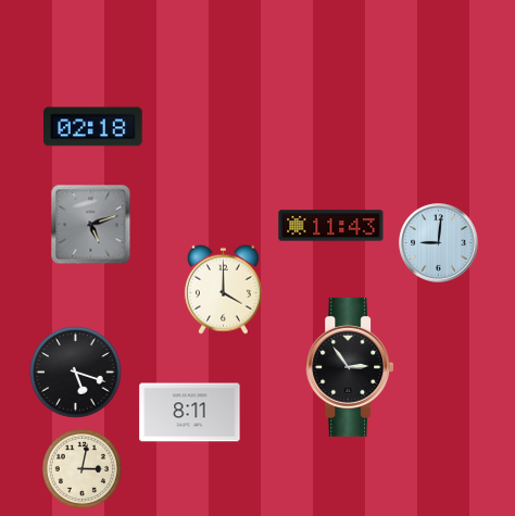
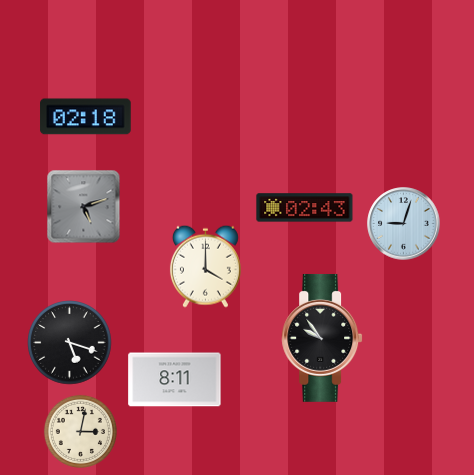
clock at (331, 226): 11:43 -> 02:43
clock at (439, 243): 9:01 -> 9:03
clock at (350, 367): 2:54 -> 9:54
clock at (81, 468) position: (81, 468) -> (80, 431)
